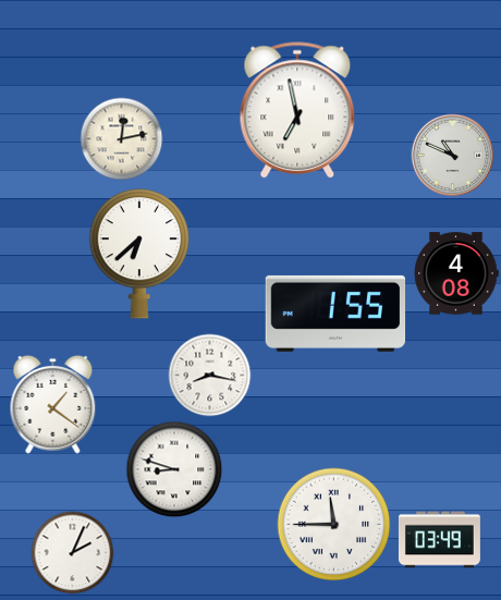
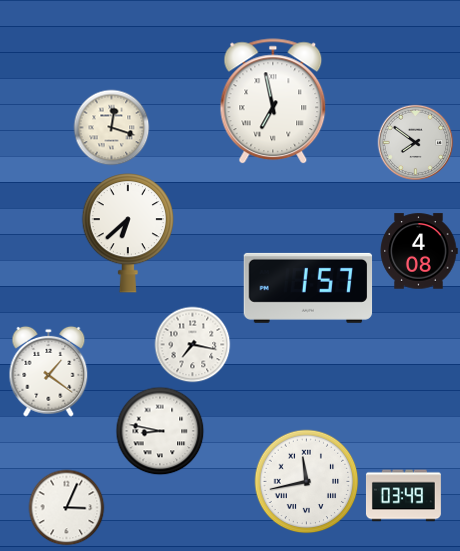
clock at (122, 139): 12:13 -> 12:18
clock at (453, 156): 10:49 -> 7:51
clock at (335, 314): 1:55 -> 1:57
clock at (210, 376): 8:17 -> 7:17
clock at (174, 469): 8:48 -> 8:47
clock at (334, 525): 11:45 -> 11:43
clock at (73, 553): 2:04 -> 3:04
